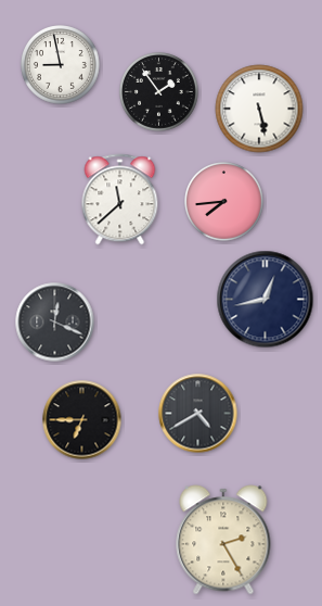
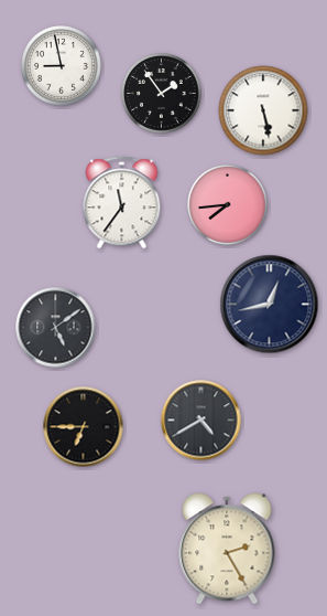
clock at (120, 200): 11:38 -> 11:36
clock at (55, 323): 12:19 -> 5:09
